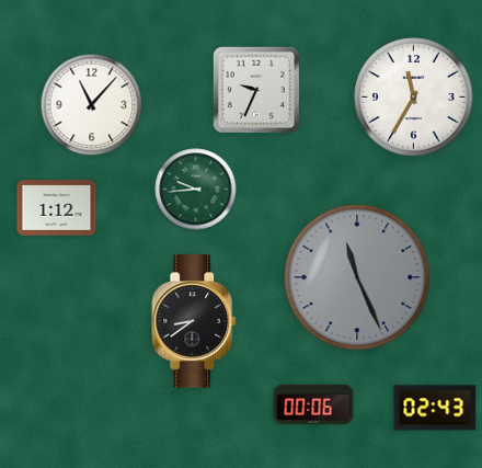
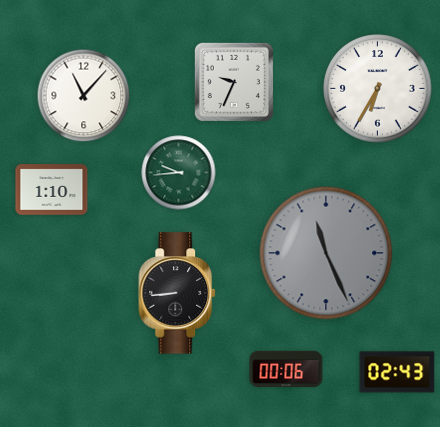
clock at (414, 98): 11:35 -> 6:35
clock at (57, 208): 1:12 -> 1:10
clock at (195, 321): 8:39 -> 8:44
